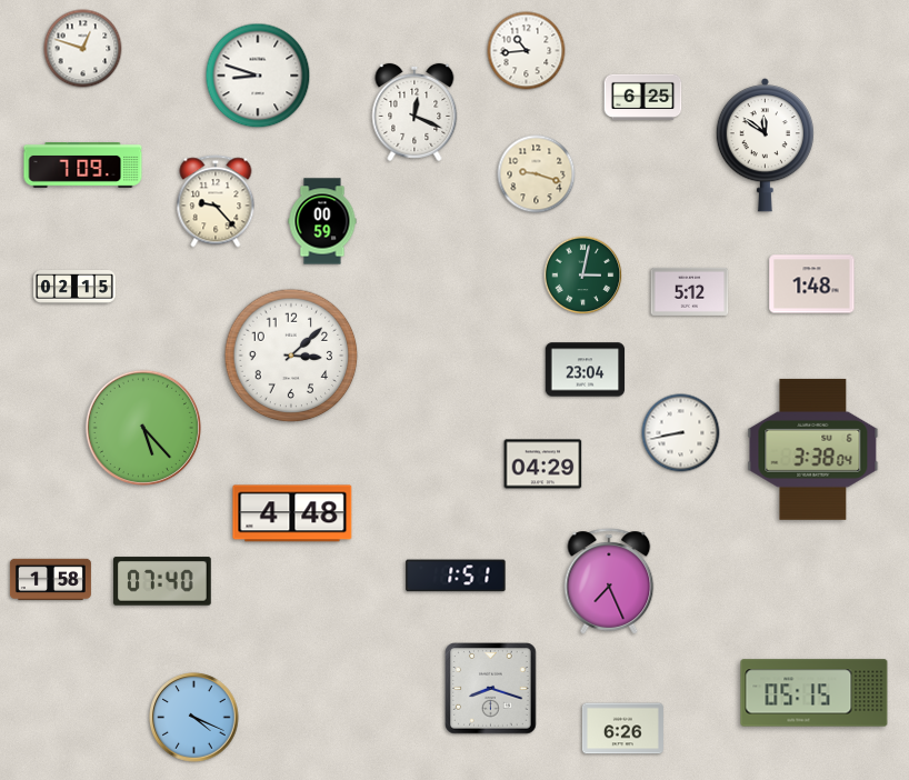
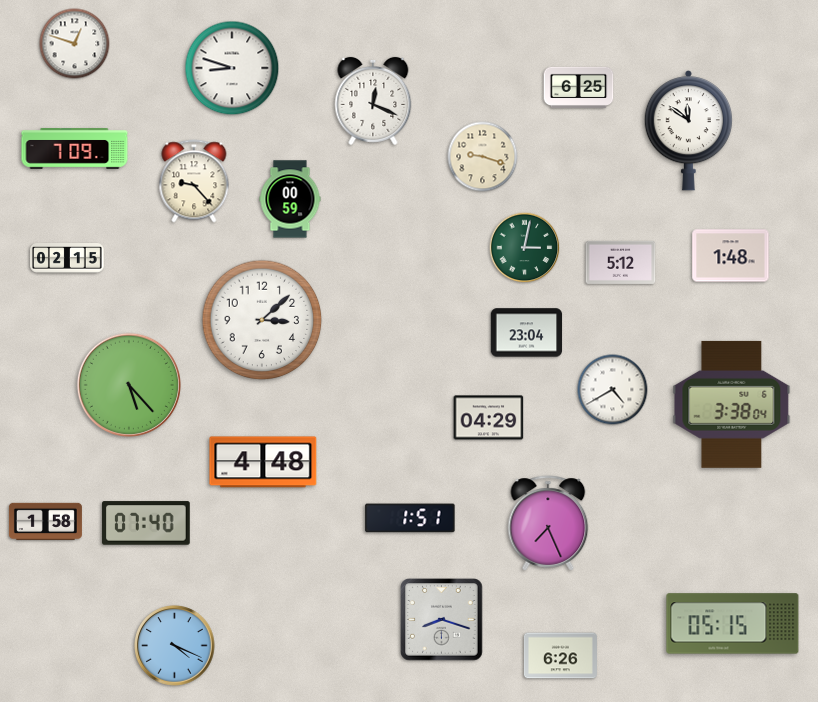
clock at (527, 51): 10:44 -> none
clock at (681, 433): 8:43 -> 4:40
